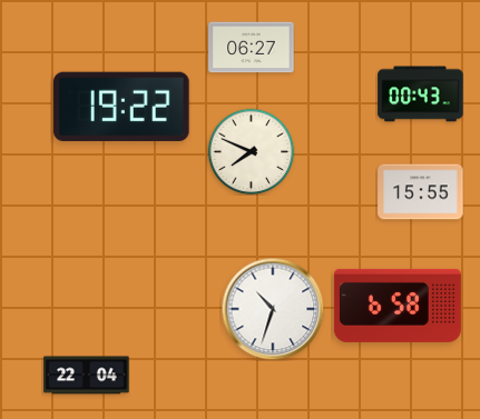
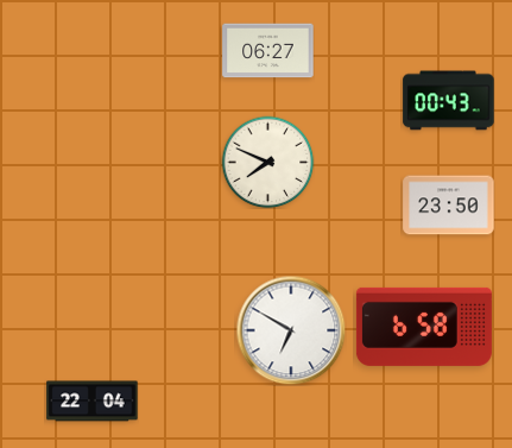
clock at (123, 107): 19:22 -> none
clock at (421, 192): 15:55 -> 23:50
clock at (273, 309): 10:33 -> 6:50
